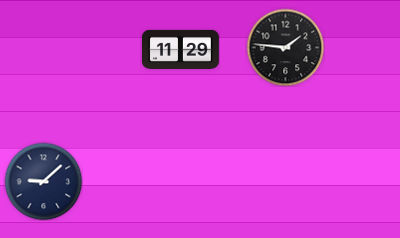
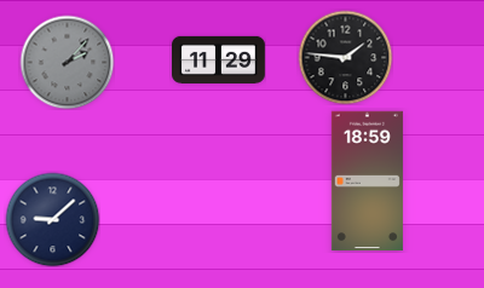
clock at (67, 62): none -> 2:07
clock at (367, 182): none -> 18:59
